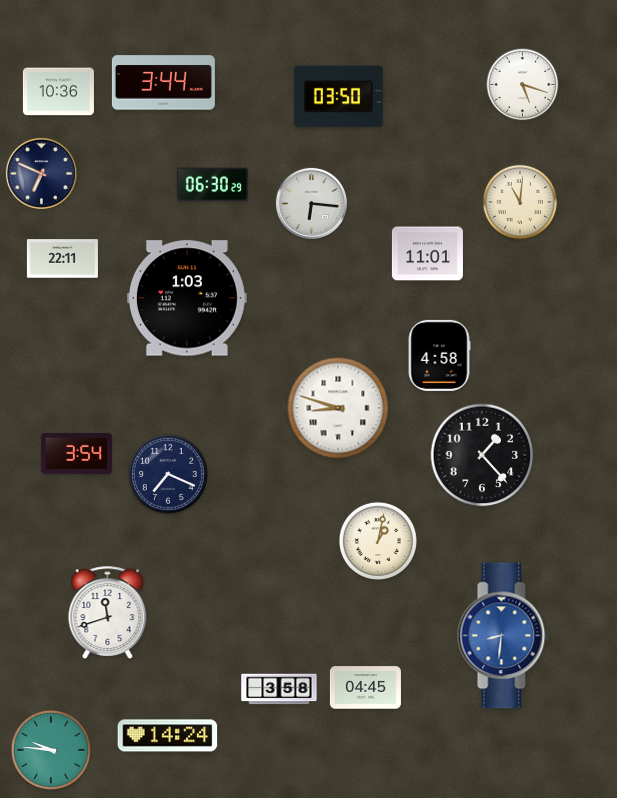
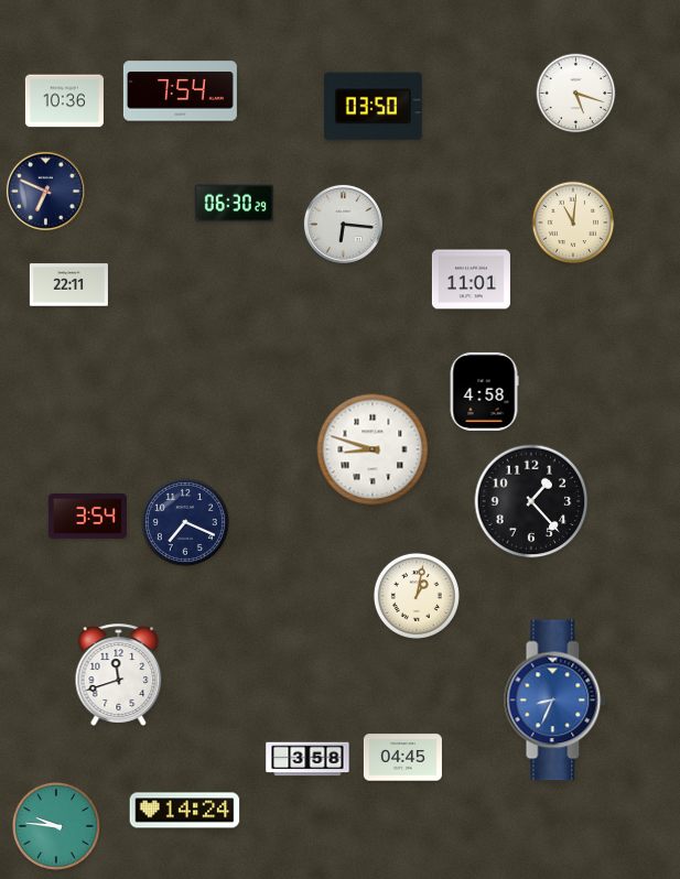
clock at (163, 83): 3:44 -> 7:54
clock at (187, 298): 1:03 -> none
clock at (76, 453) position: (76, 453) -> (87, 516)
clock at (504, 636): 8:31 -> 8:34
